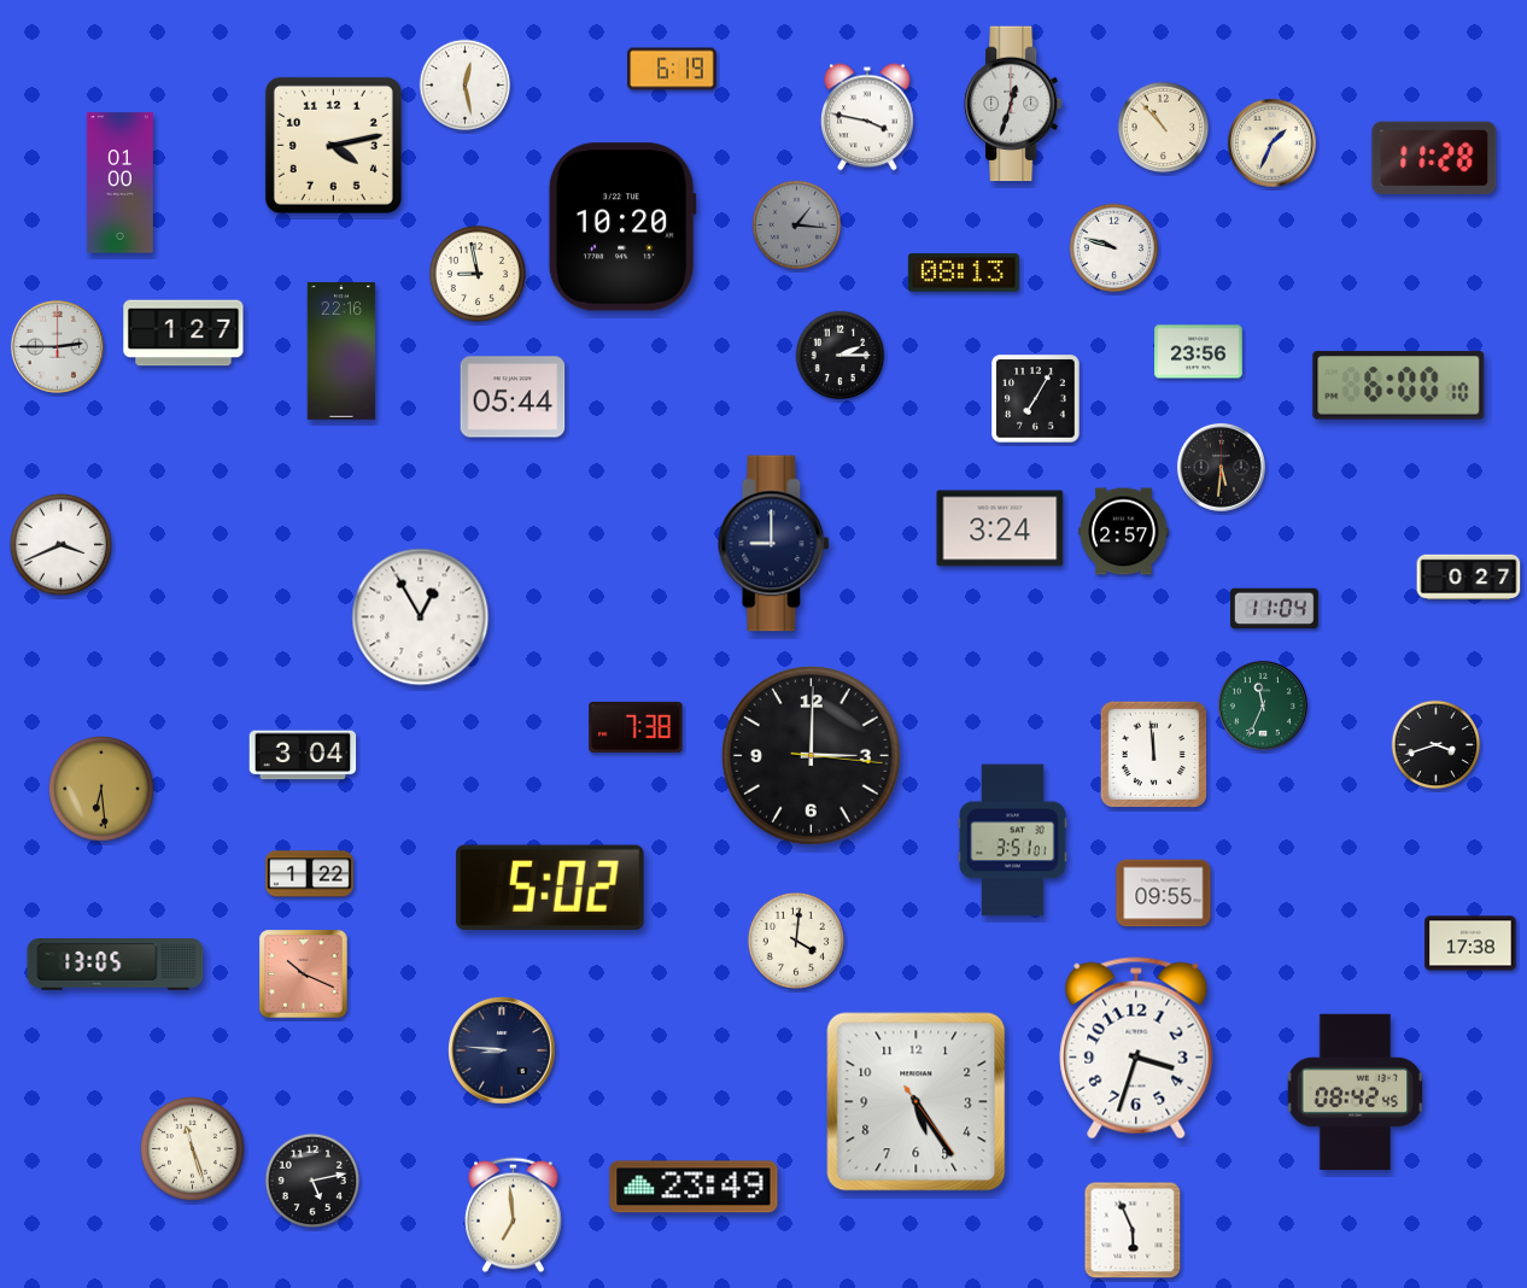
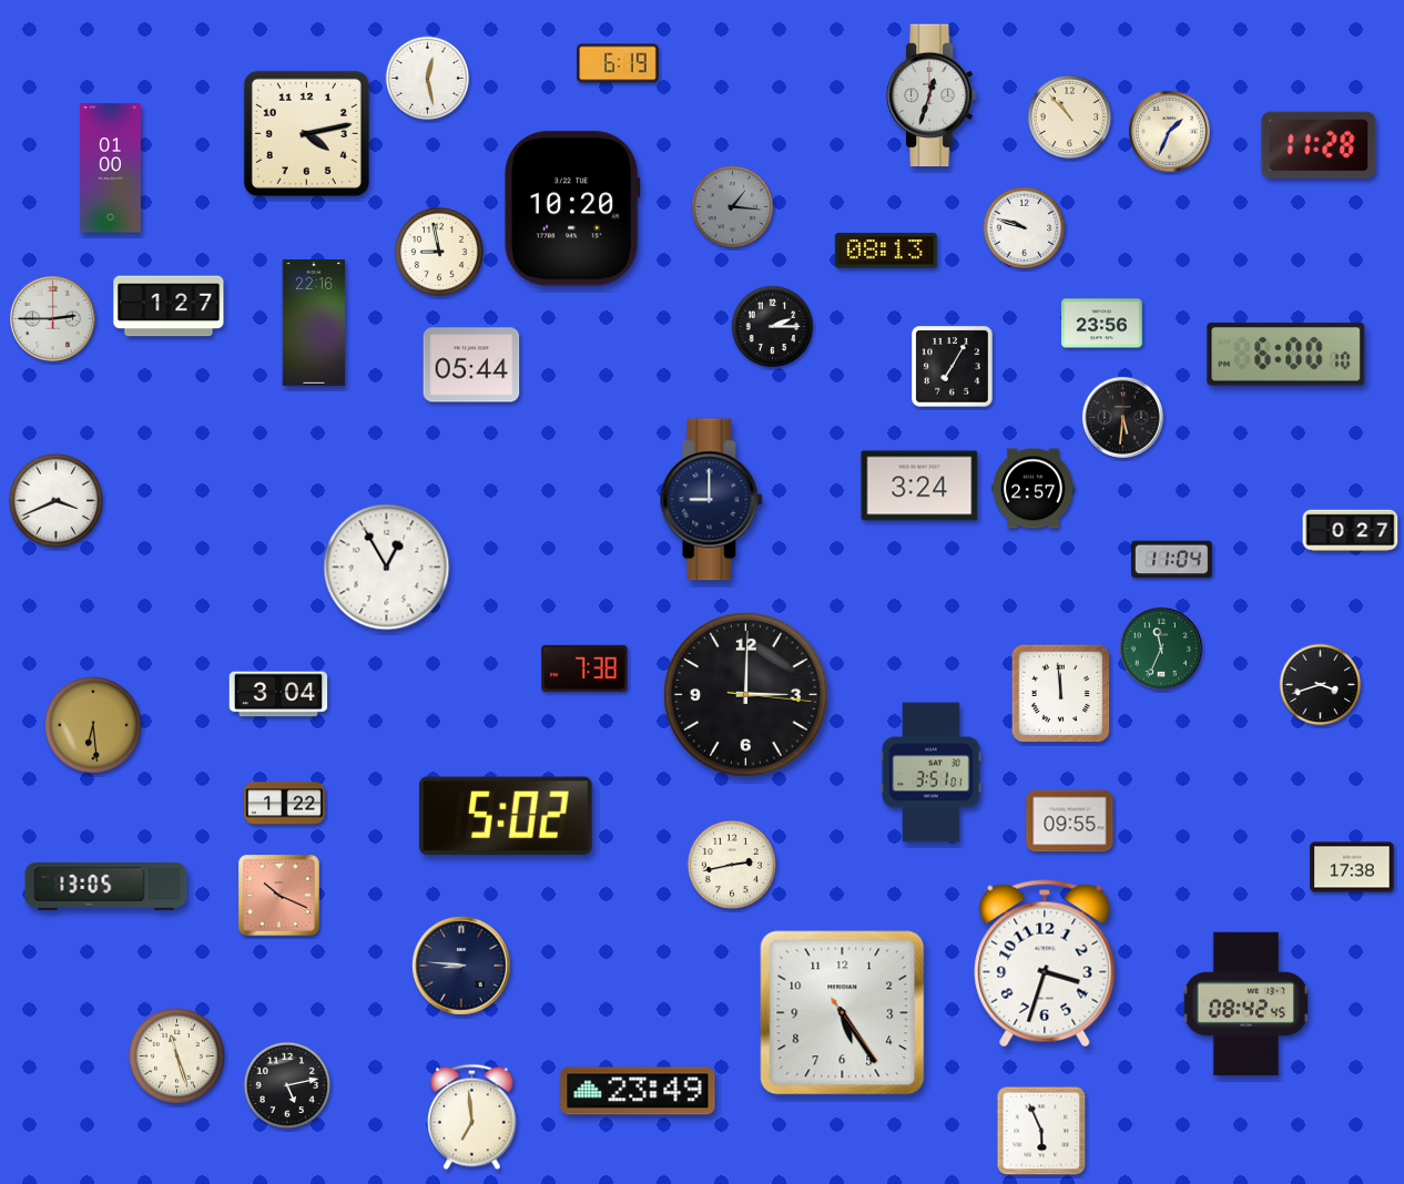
clock at (868, 117): 3:47 -> none
clock at (1221, 467) position: (1221, 467) -> (1122, 417)
clock at (796, 941): 4:01 -> 2:43
